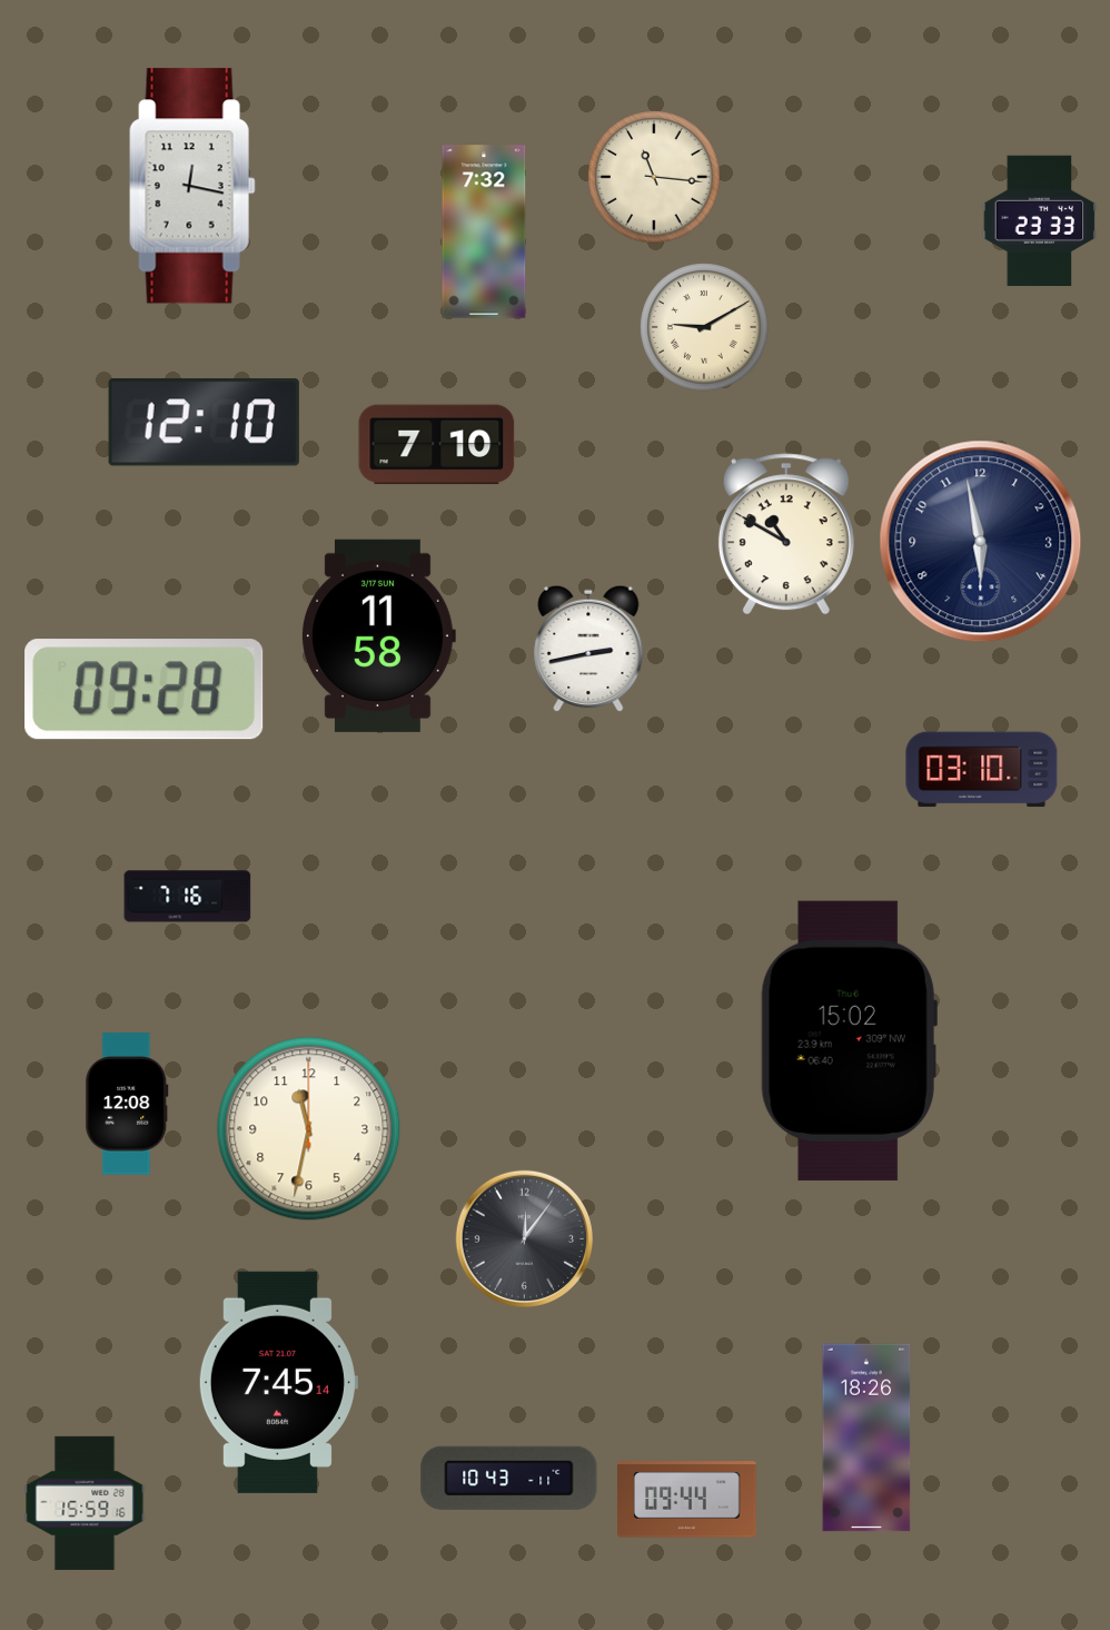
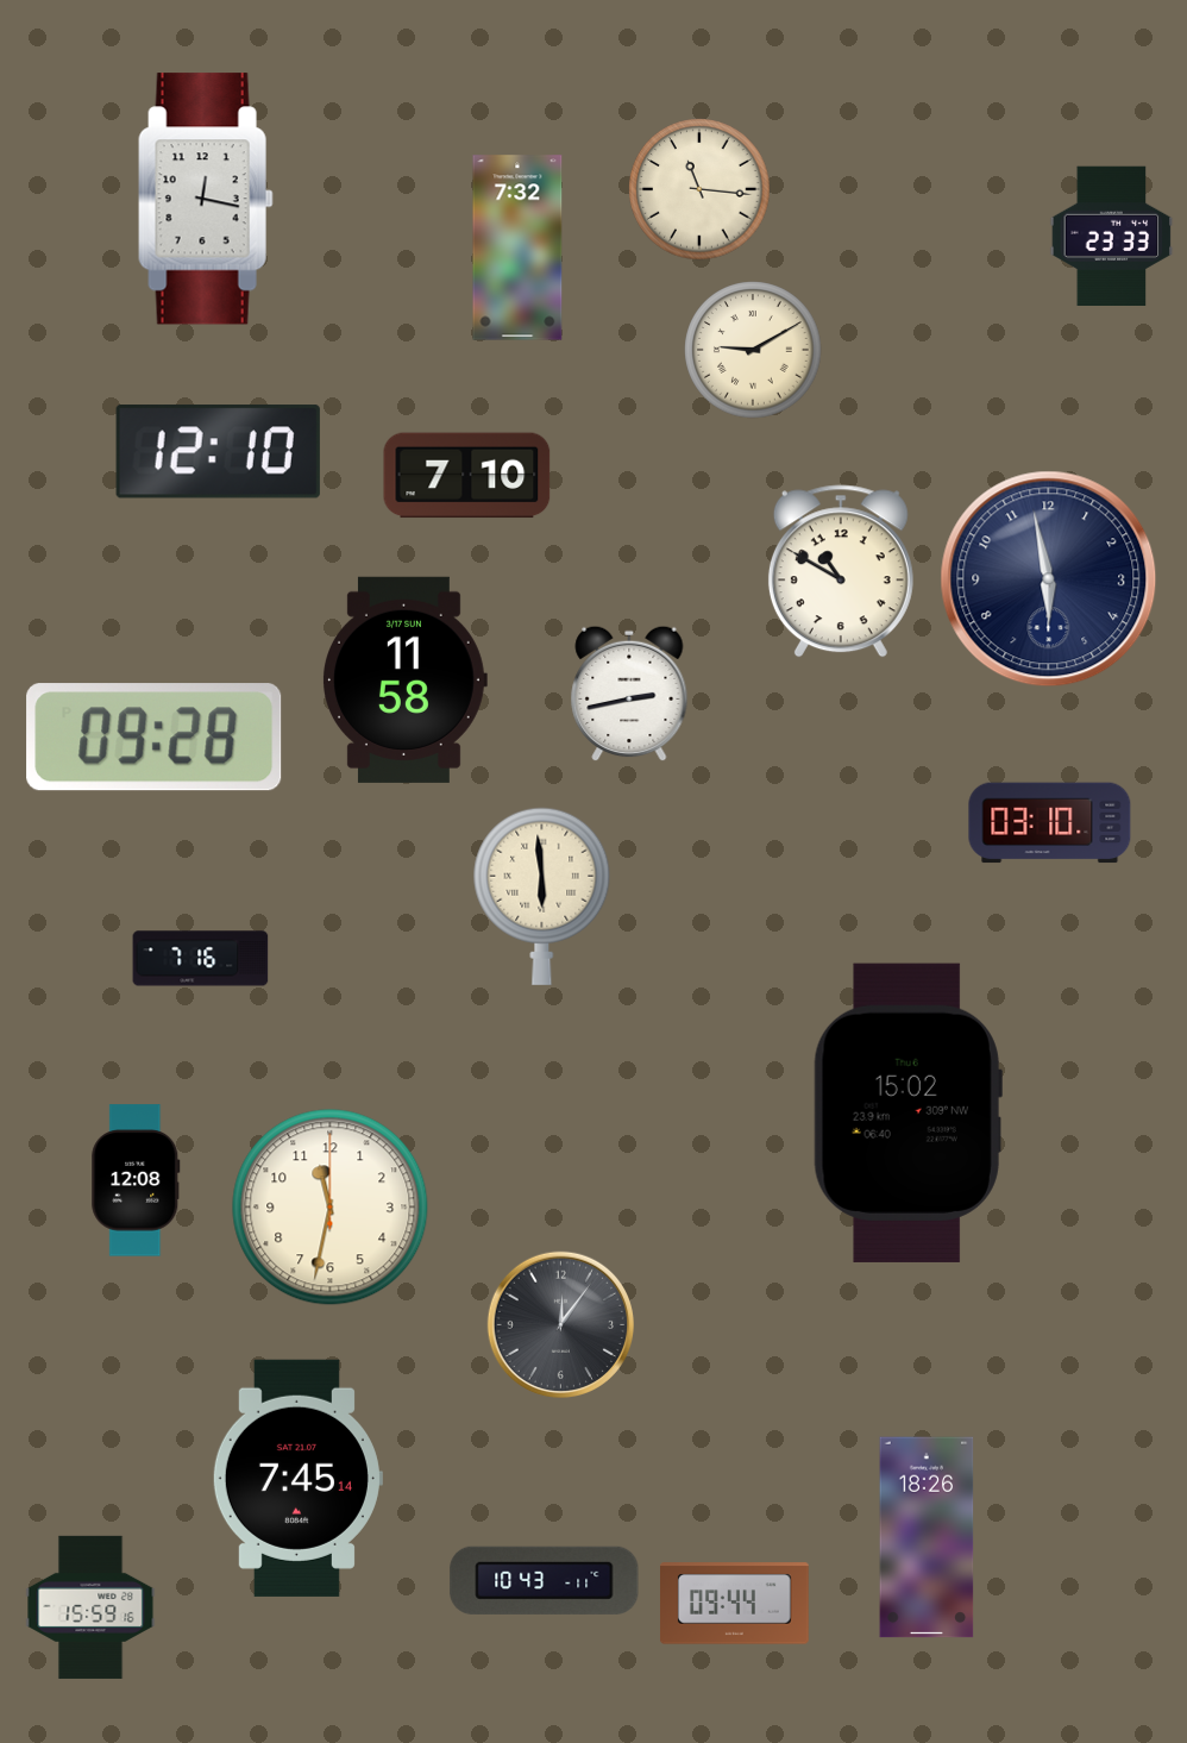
clock at (542, 896): none -> 5:59
